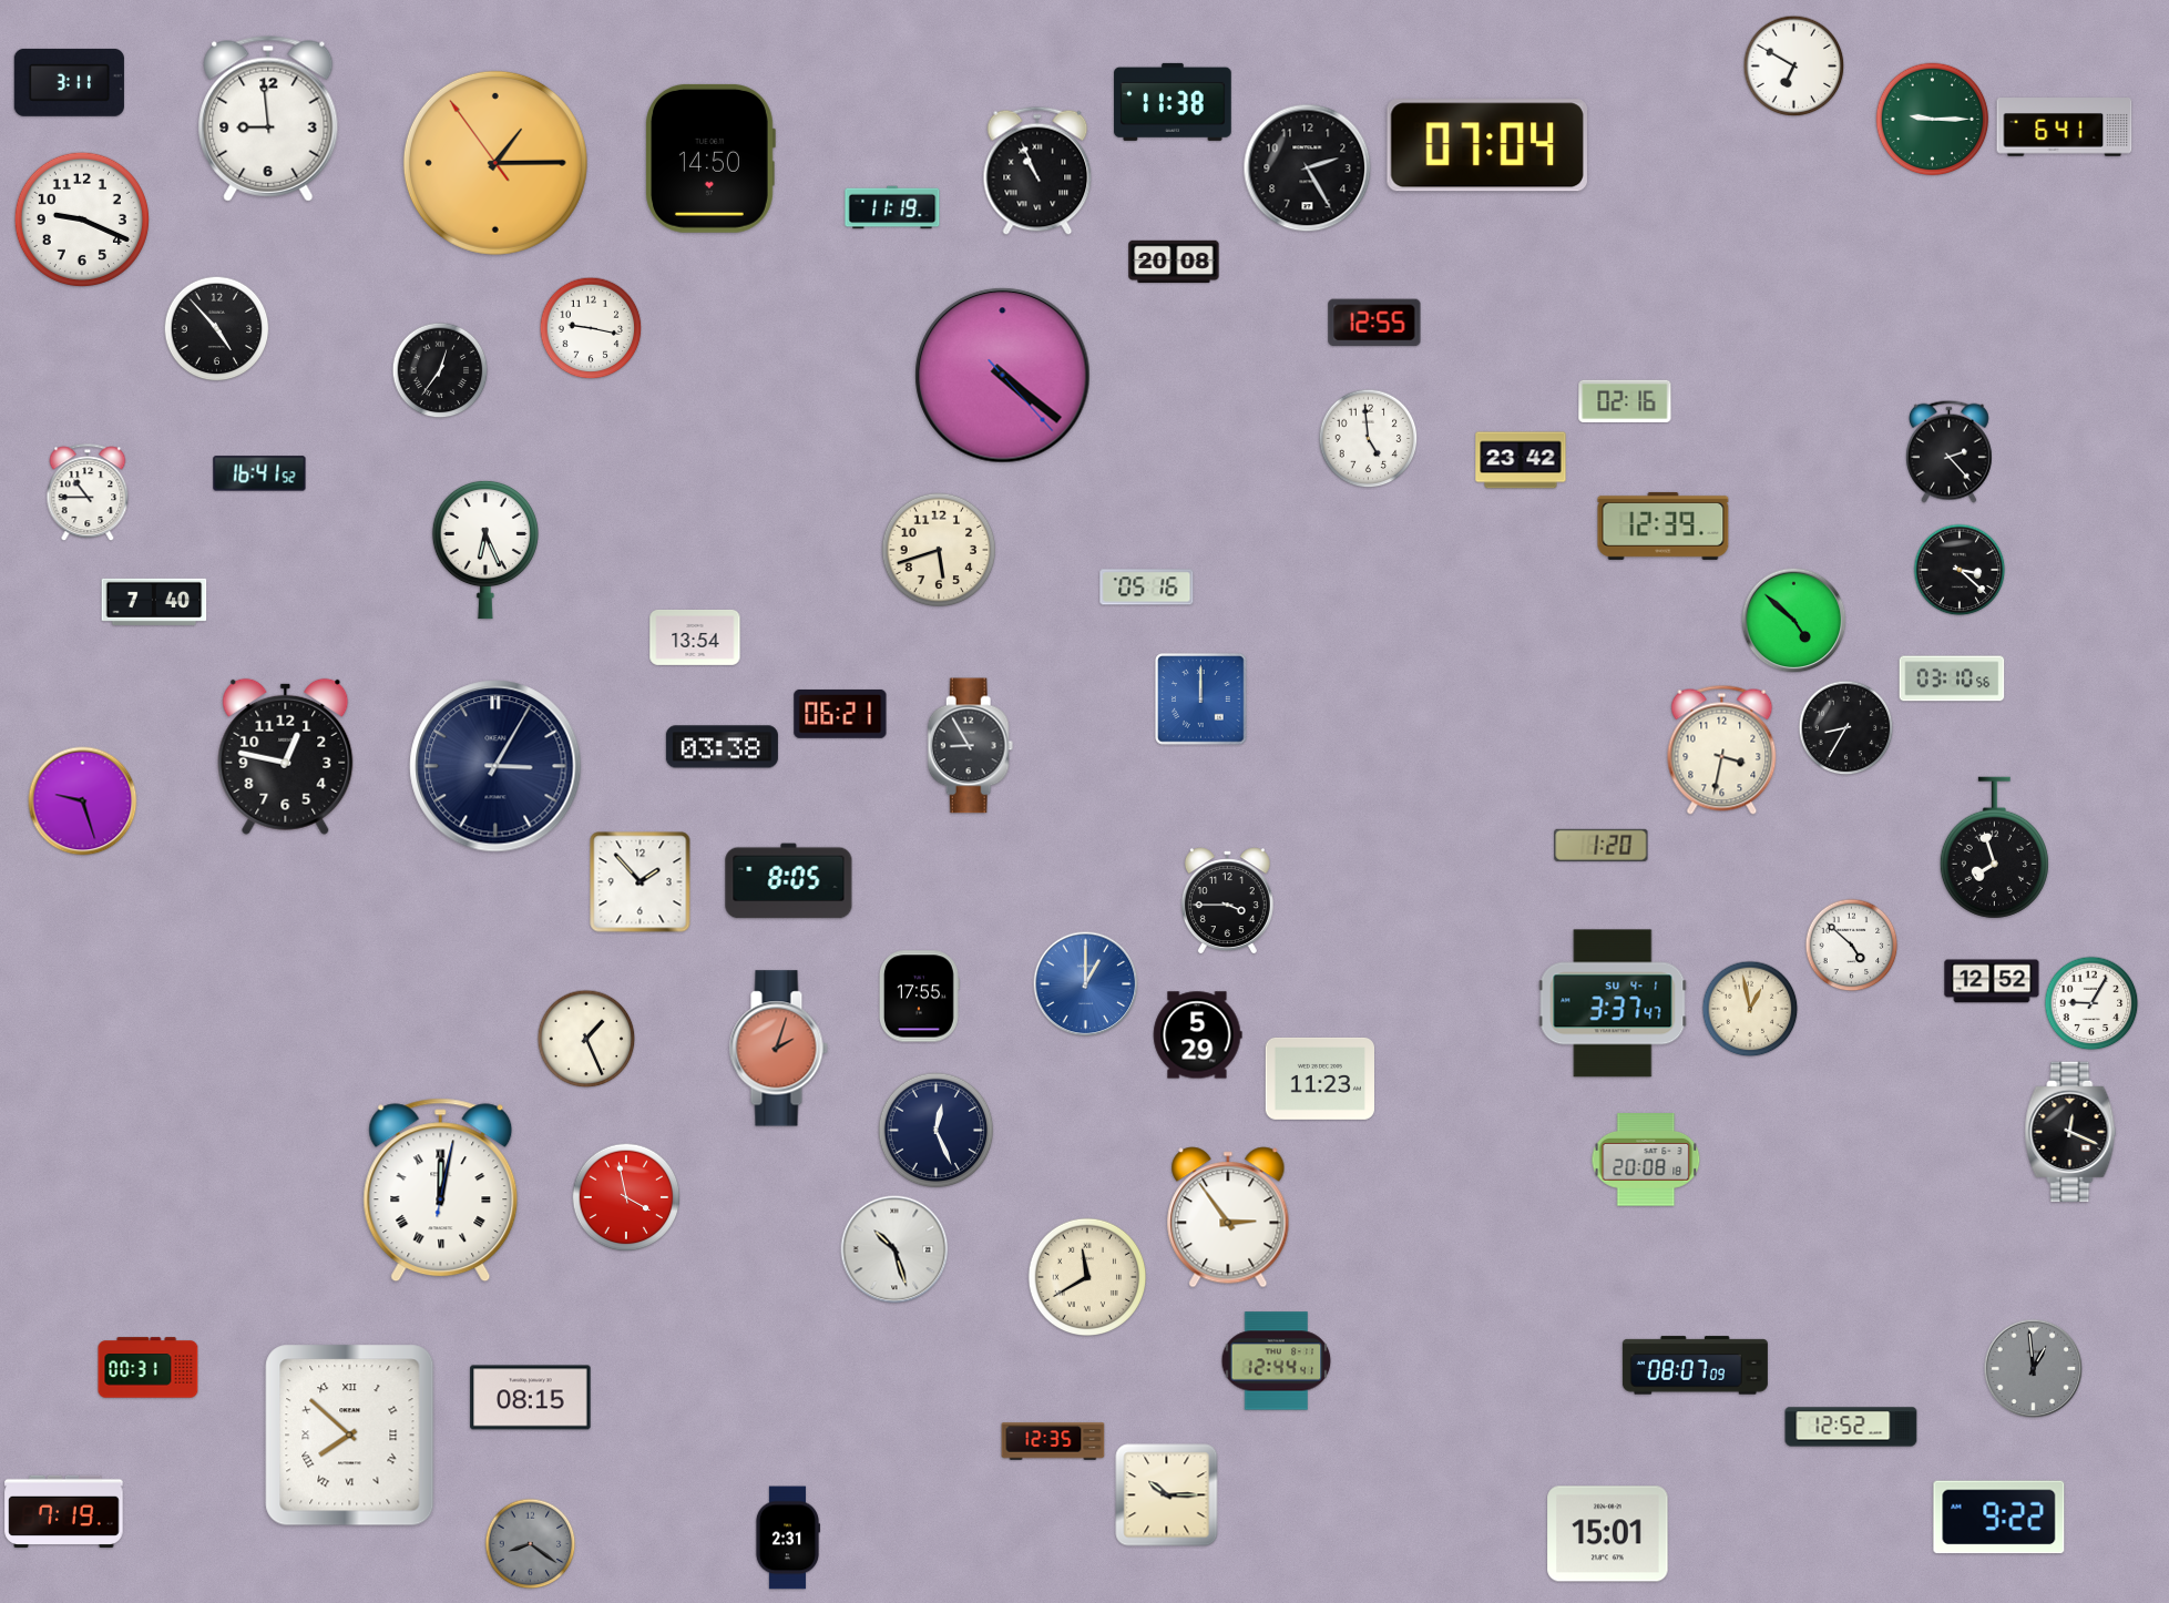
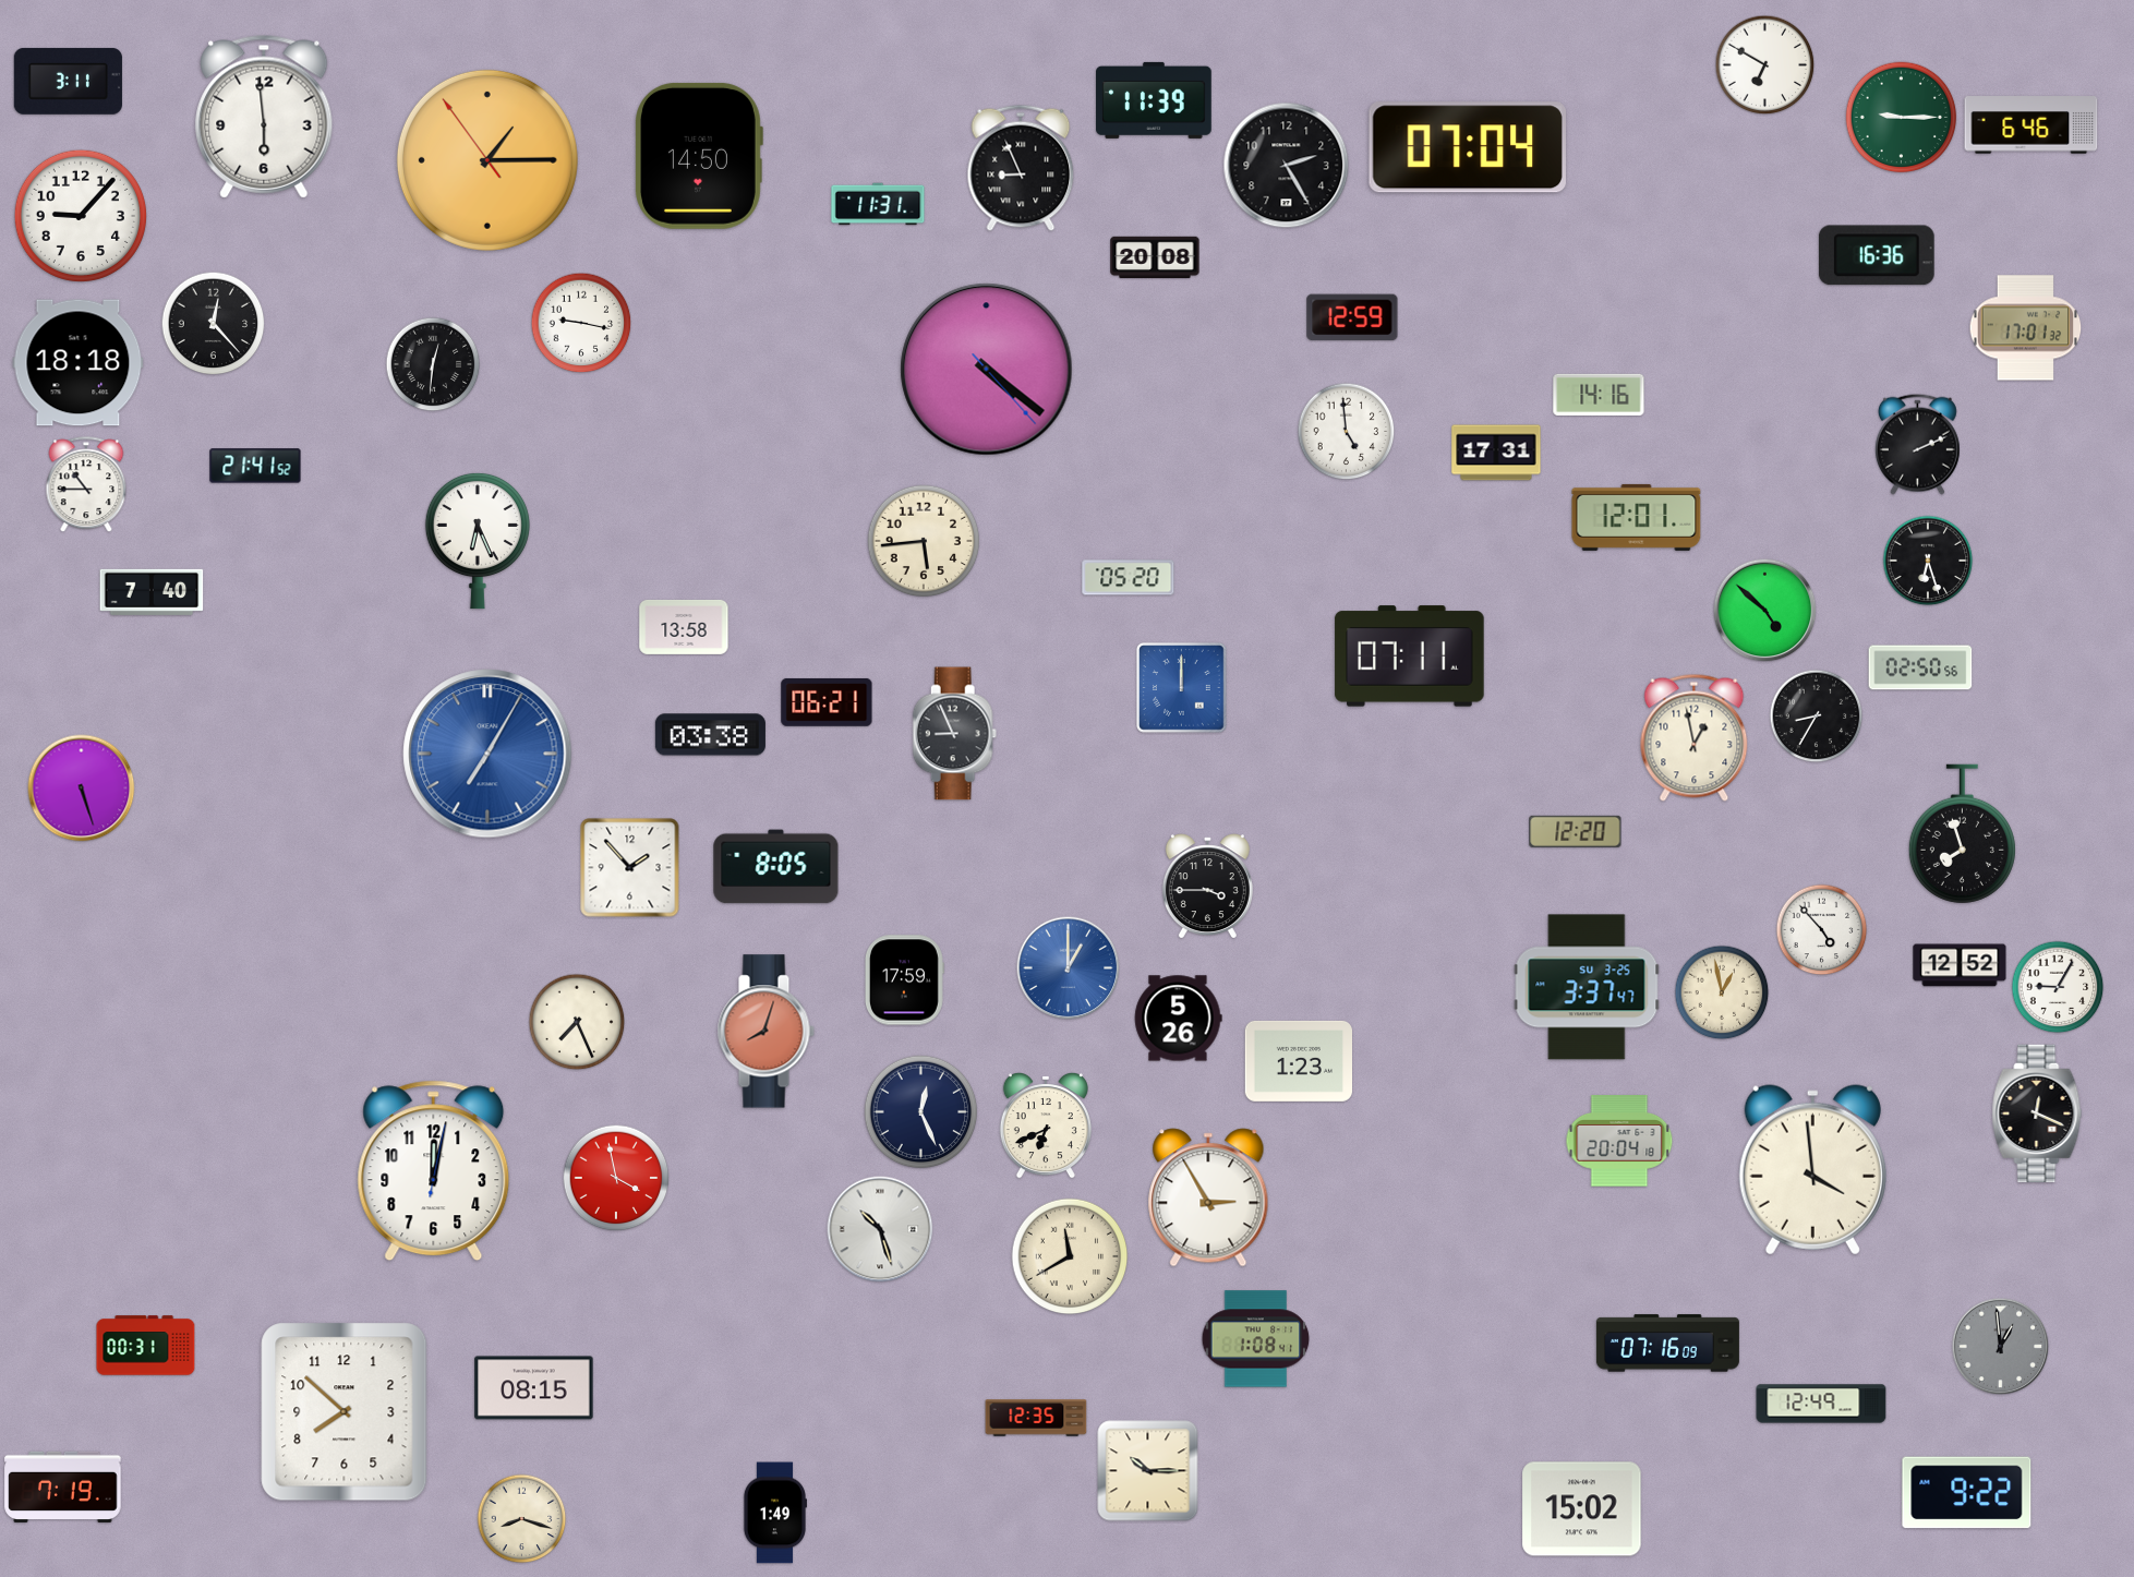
clock at (1173, 102): 11:38 -> 11:39
clock at (268, 119): 8:59 -> 5:59
clock at (2065, 127): 6:41 -> 6:46
clock at (1487, 145) position: (1487, 145) -> (1468, 147)
clock at (1037, 171): 10:56 -> 8:56
clock at (892, 207): 11:19 -> 11:31
clock at (82, 219): 9:19 -> 9:07
clock at (1877, 255): none -> 16:36
clock at (1374, 323): 12:55 -> 12:59
clock at (217, 329): 4:53 -> 12:23
clock at (2026, 328): none -> 17:01
clock at (79, 363): none -> 18:18
clock at (440, 370): 12:36 -> 12:31
clock at (1625, 401): 02:16 -> 14:16
clock at (1948, 451): 2:23 -> 2:11
clock at (1521, 460): 23:42 -> 17:31
clock at (259, 473): 16:41 -> 21:41
clock at (1664, 525): 12:39 -> 12:01
clock at (939, 550): 5:42 -> 5:44
clock at (1960, 570): 3:22 -> 6:27
clock at (1147, 588): 05:16 -> 05:20
clock at (695, 637): 13:54 -> 13:58
clock at (1410, 657): none -> 07:11
clock at (1952, 678): 03:10 -> 02:50
clock at (971, 746): 8:55 -> 8:56
clock at (1722, 749): 3:32 -> 12:58
clock at (286, 756): 12:47 -> none
clock at (495, 766): 3:05 -> 7:05
clock at (495, 766) dial: navy -> blue
clock at (83, 801): 9:27 -> 5:27
clock at (1602, 845): 1:20 -> 12:20
clock at (1852, 946): 4:52 -> 4:53
clock at (919, 997): 17:55 -> 17:59
clock at (1613, 1003) date: SU 4-1 -> SU 3-25
clock at (1198, 1035): 5:29 -> 5:26
clock at (586, 1039): 1:26 -> 7:26
clock at (778, 1049): 2:03 -> 8:03
clock at (1319, 1079): 11:23 -> 1:23
clock at (1046, 1127): none -> 6:41
clock at (1646, 1160): 20:08 -> 20:04
clock at (1812, 1170): none -> 3:59
clock at (441, 1191) numerals: Roman -> Arabic
clock at (1228, 1217): 2:54 -> 2:55
clock at (1277, 1361): 12:44 -> 1:08
clock at (1695, 1366): 08:07 -> 07:16
clock at (531, 1398) position: (531, 1398) -> (534, 1388)
clock at (1851, 1427): 12:52 -> 12:49
clock at (350, 1436) numerals: Roman -> Arabic
clock at (1608, 1534): 15:01 -> 15:02
clock at (787, 1538): 2:31 -> 1:49
clock at (531, 1544): 8:21 -> 8:18
clock at (531, 1544) dial: grey -> cream
